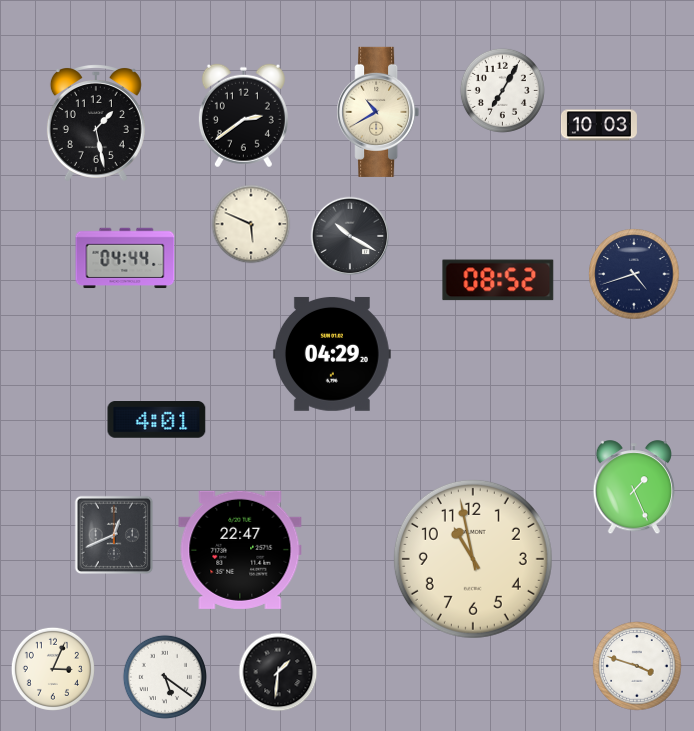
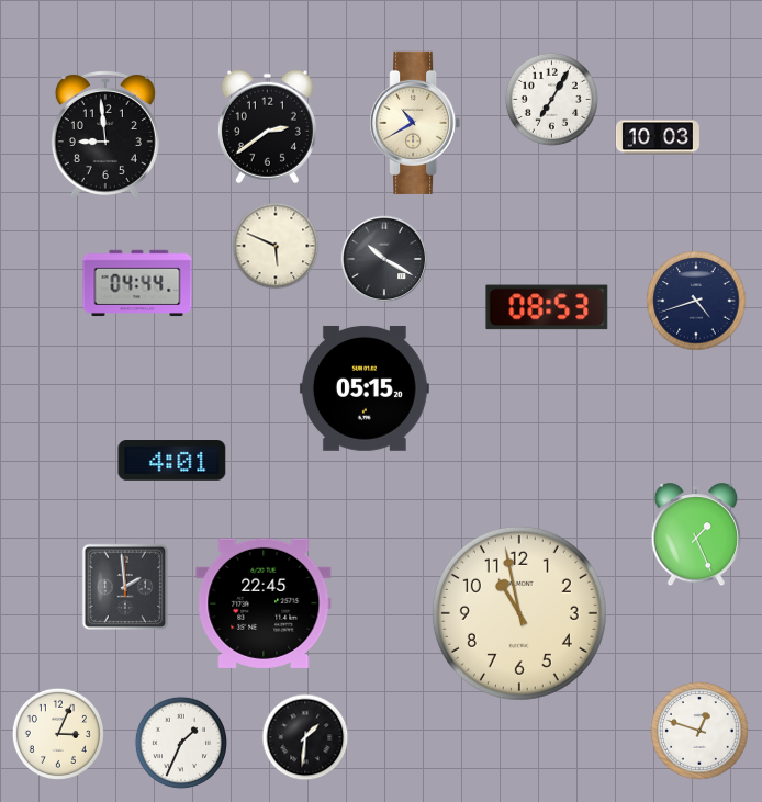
clock at (96, 123): 1:28 -> 8:59
clock at (498, 280): 08:52 -> 08:53
clock at (332, 354): 04:29 -> 05:15
clock at (114, 535): 12:41 -> 1:59
clock at (240, 550): 22:47 -> 22:45
clock at (637, 666): 3:48 -> 12:48
clock at (165, 677): 5:21 -> 1:34
